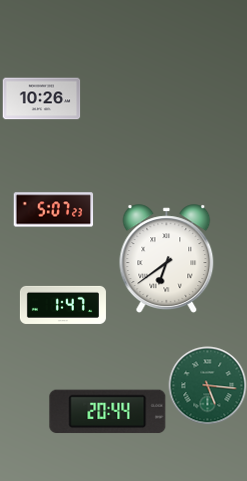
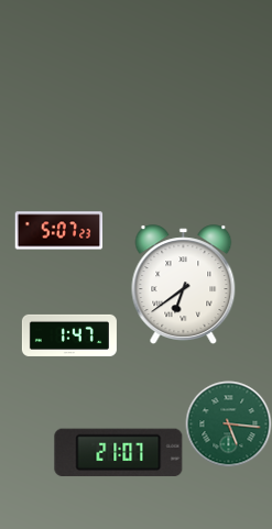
clock at (41, 99): 10:26 -> none
clock at (108, 412): 20:44 -> 21:07
